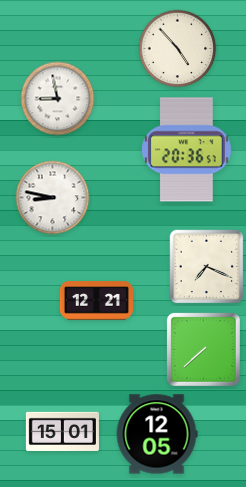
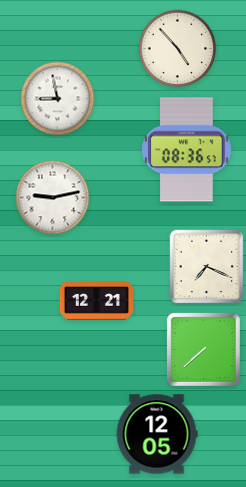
clock at (187, 150): 20:36 -> 08:36
clock at (53, 198): 8:47 -> 9:13
clock at (62, 431): 15:01 -> none
